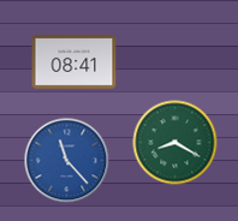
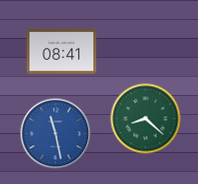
clock at (175, 143): 8:20 -> 8:22
clock at (67, 161): 11:23 -> 11:28
